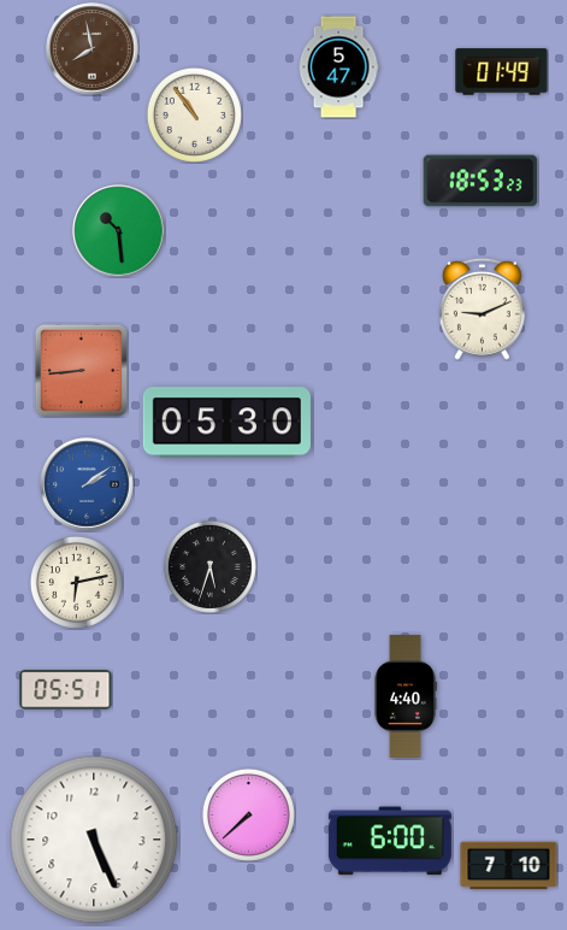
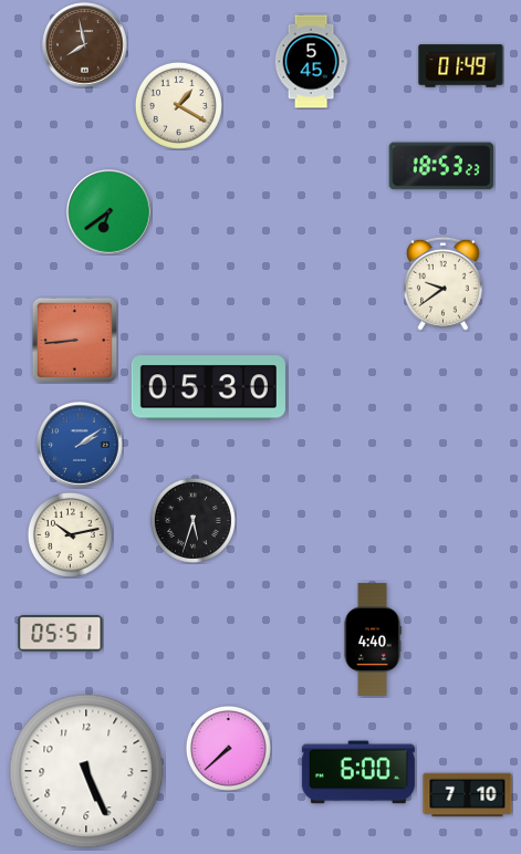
clock at (338, 67): 5:47 -> 5:45
clock at (194, 114): 10:54 -> 1:20
clock at (119, 231): 10:29 -> 6:39
clock at (482, 308): 9:11 -> 9:39
clock at (76, 582): 6:13 -> 10:13
